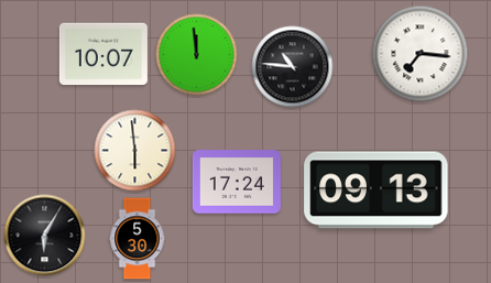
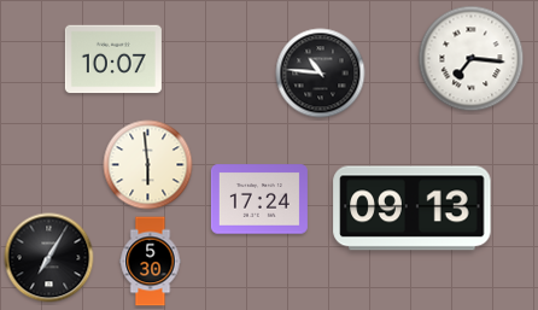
clock at (421, 54) position: (421, 54) -> (472, 59)
clock at (197, 55): 11:59 -> none
clock at (45, 236): 6:05 -> 7:05
